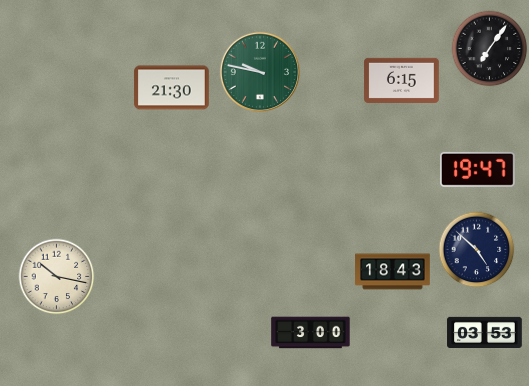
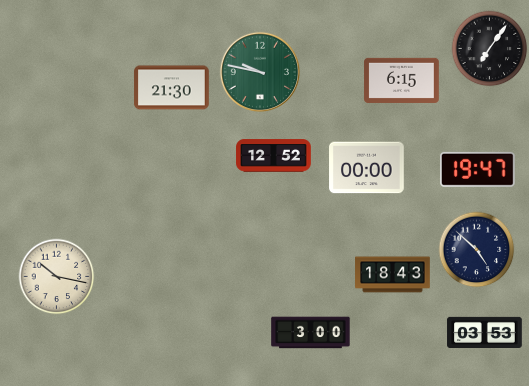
clock at (274, 156): none -> 12:52
clock at (367, 168): none -> 00:00
clock at (393, 272) position: (393, 272) -> (393, 275)
